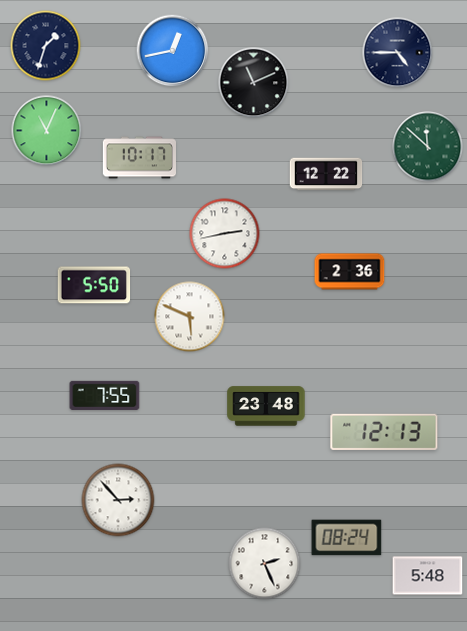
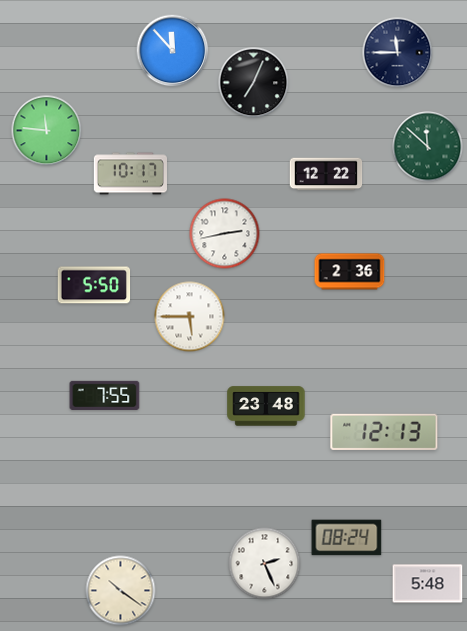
clock at (46, 46): 1:33 -> none
clock at (173, 51): 12:43 -> 11:53
clock at (398, 53): 4:45 -> 11:45
clock at (254, 83): 11:11 -> 7:04
clock at (47, 131): 11:04 -> 11:46
clock at (139, 158) position: (139, 158) -> (130, 174)
clock at (190, 317): 5:49 -> 5:45
clock at (118, 500): 2:53 -> none
clock at (428, 576) position: (428, 576) -> (428, 584)
clock at (121, 591): none -> 10:21
